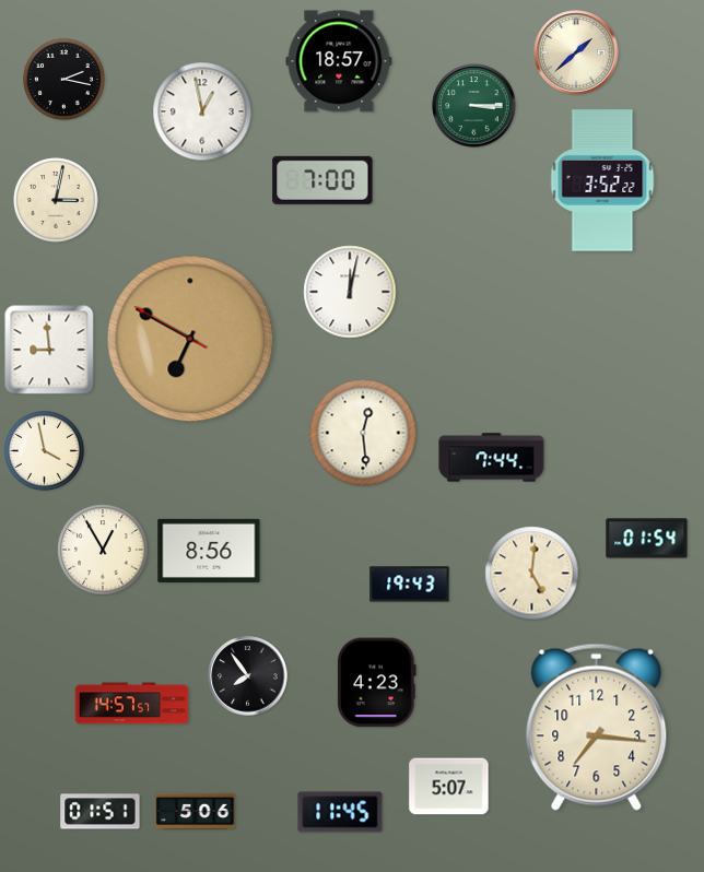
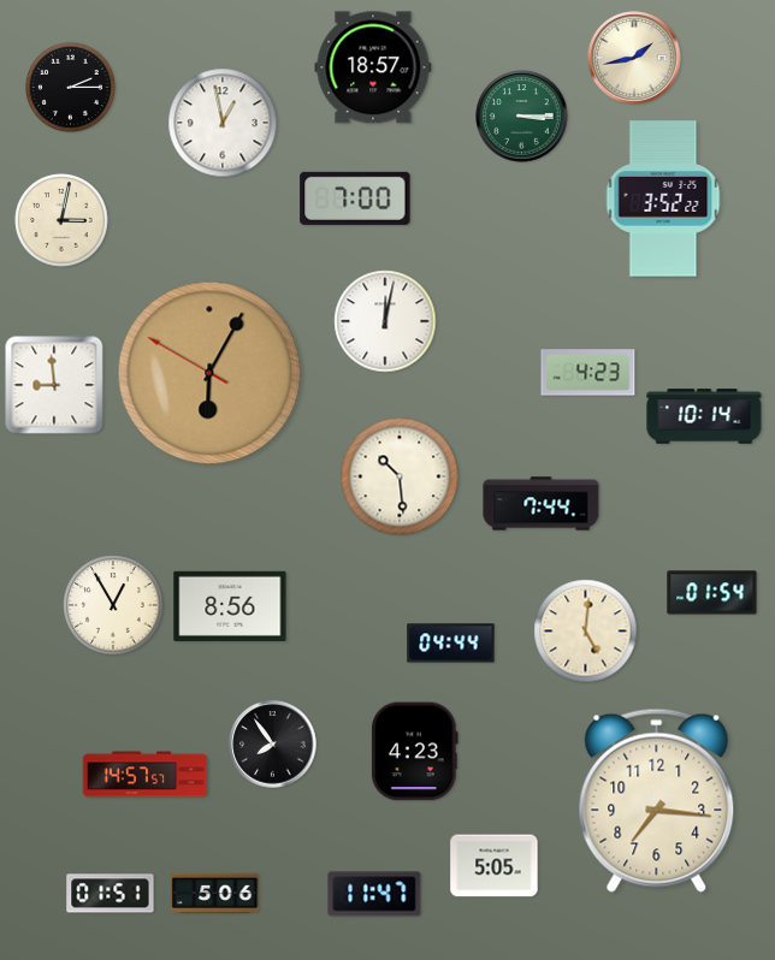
clock at (576, 52): 1:38 -> 1:43
clock at (63, 79): 2:17 -> 2:15
clock at (190, 339): 6:49 -> 6:04
clock at (588, 373): none -> 4:23
clock at (704, 416): none -> 10:14
clock at (363, 433): 12:29 -> 10:29
clock at (44, 450): 3:58 -> none
clock at (410, 585): 19:43 -> 04:44
clock at (449, 787): 5:07 -> 5:05
clock at (340, 812): 11:45 -> 11:47
